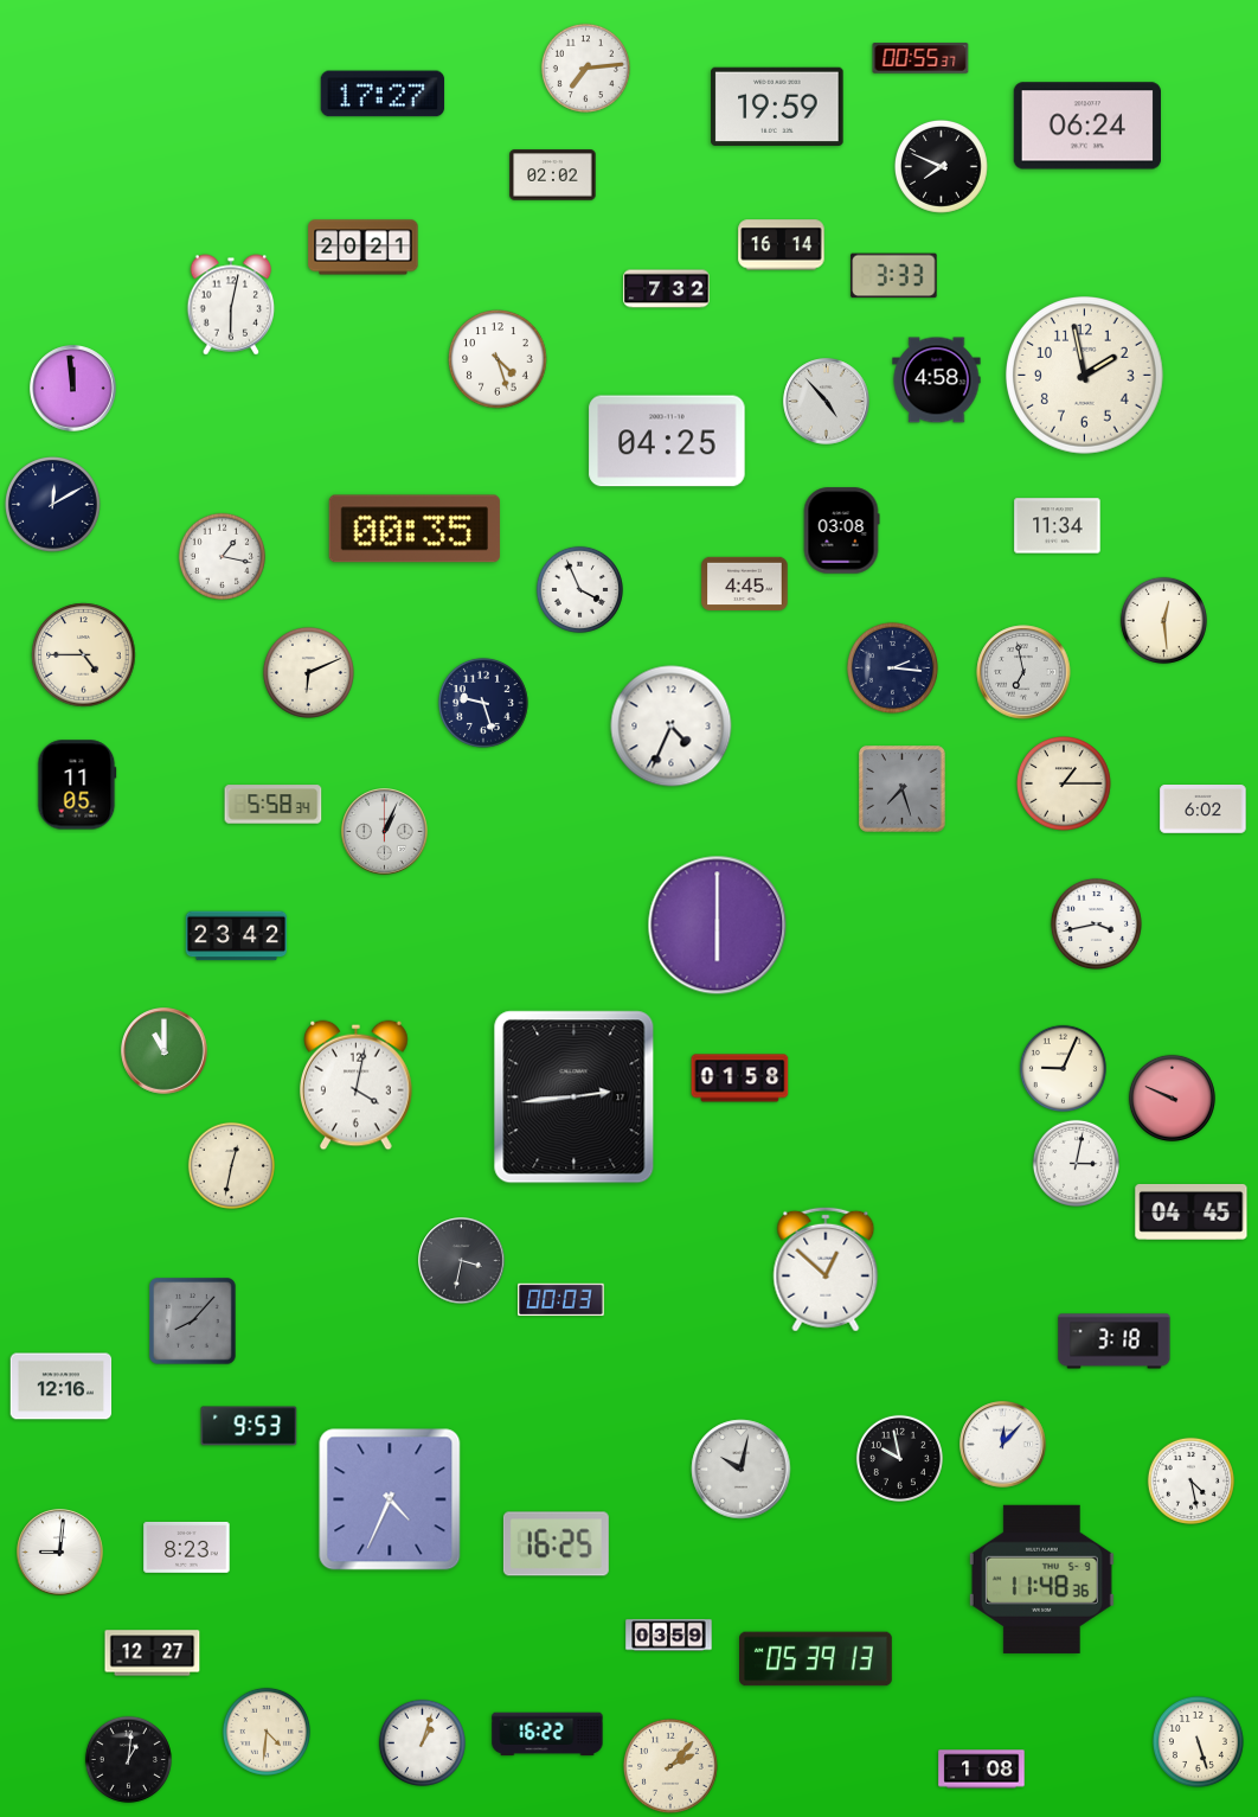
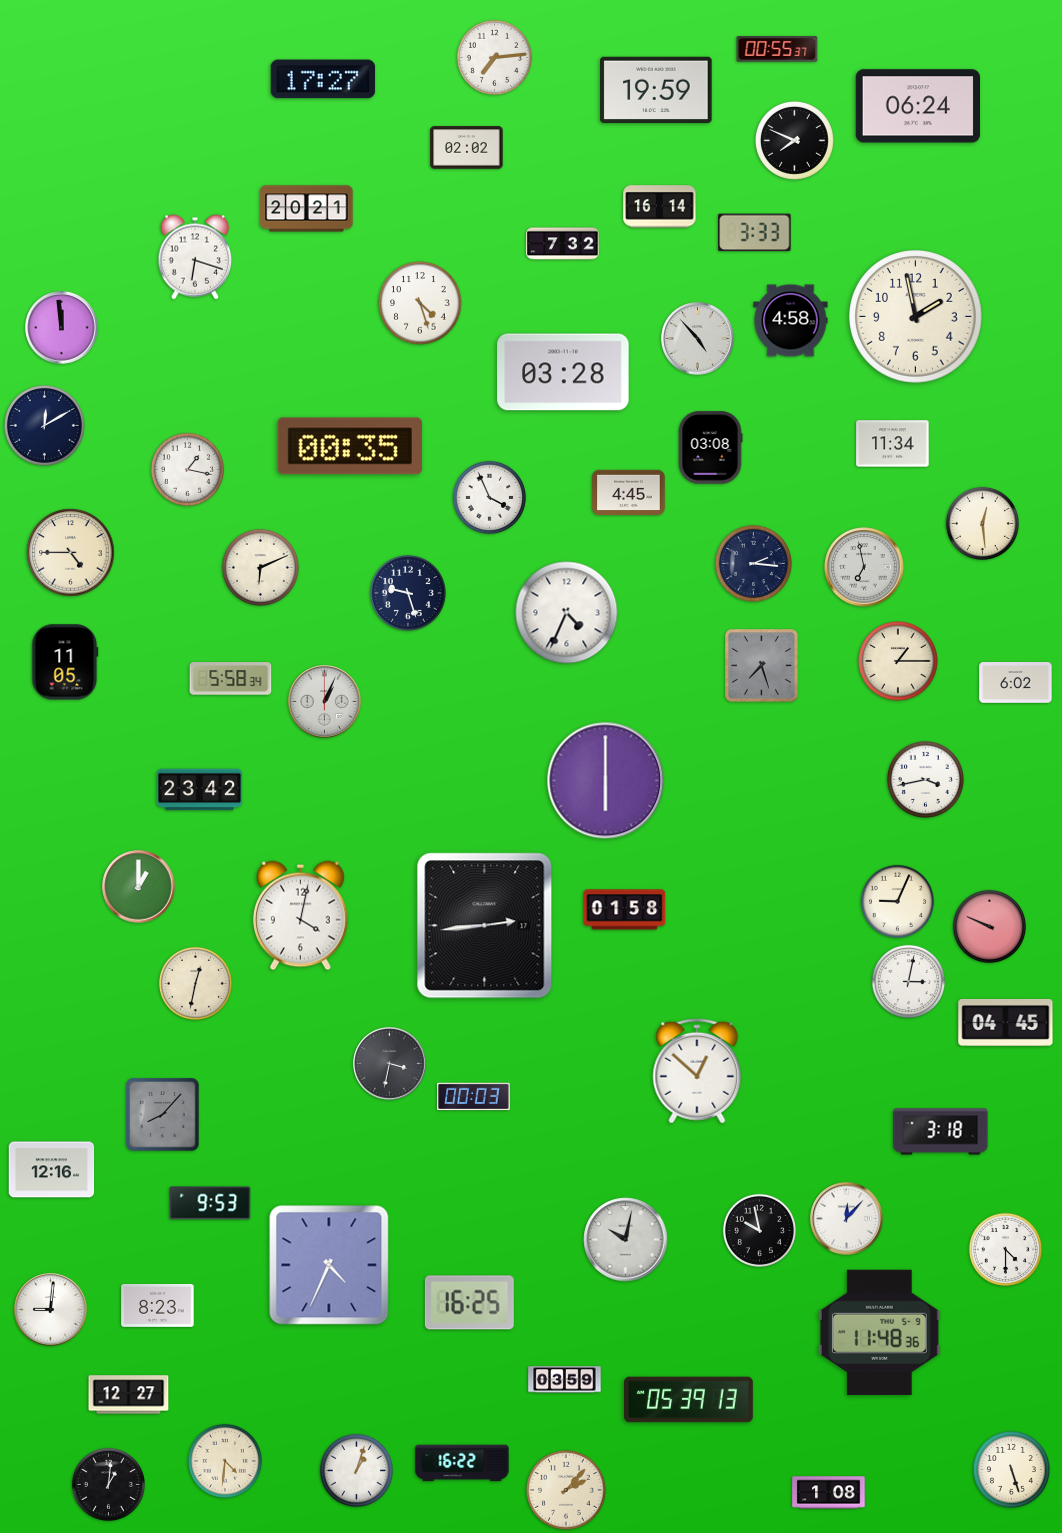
clock at (231, 305): 6:02 -> 6:18
clock at (667, 441): 04:25 -> 03:28
clock at (165, 1051): 11:00 -> 1:00
clock at (1190, 1480): 4:28 -> 4:30
